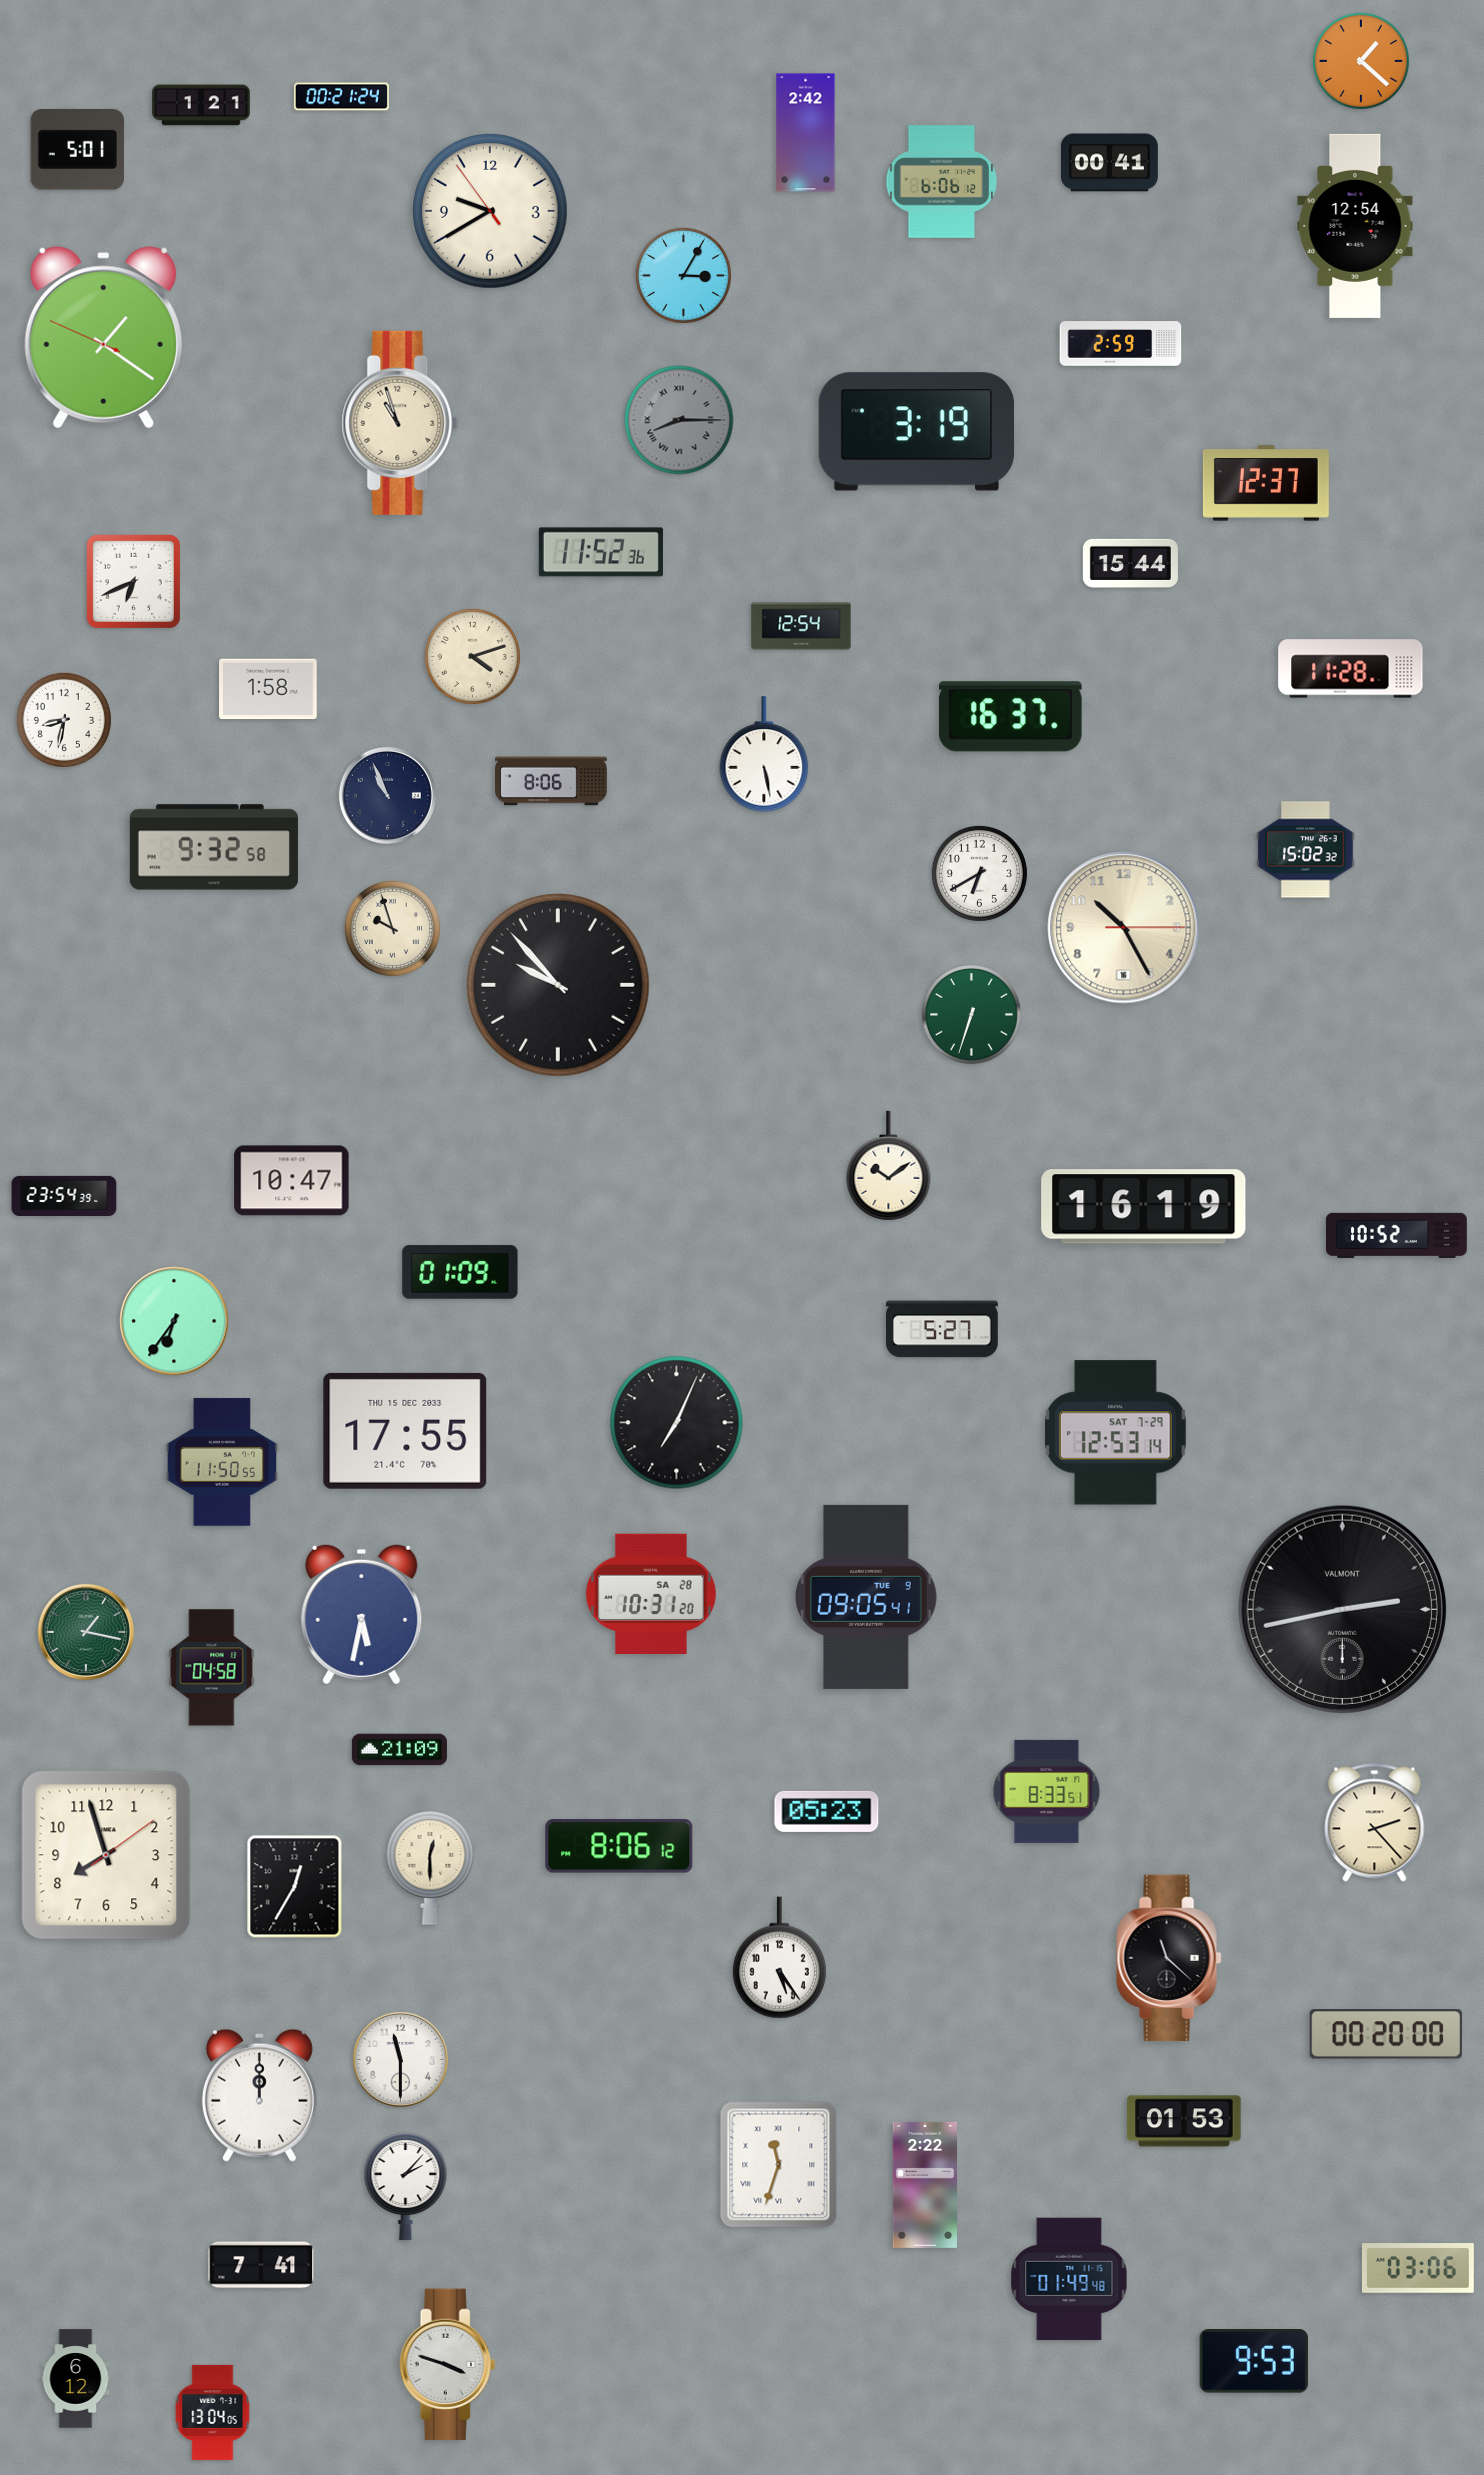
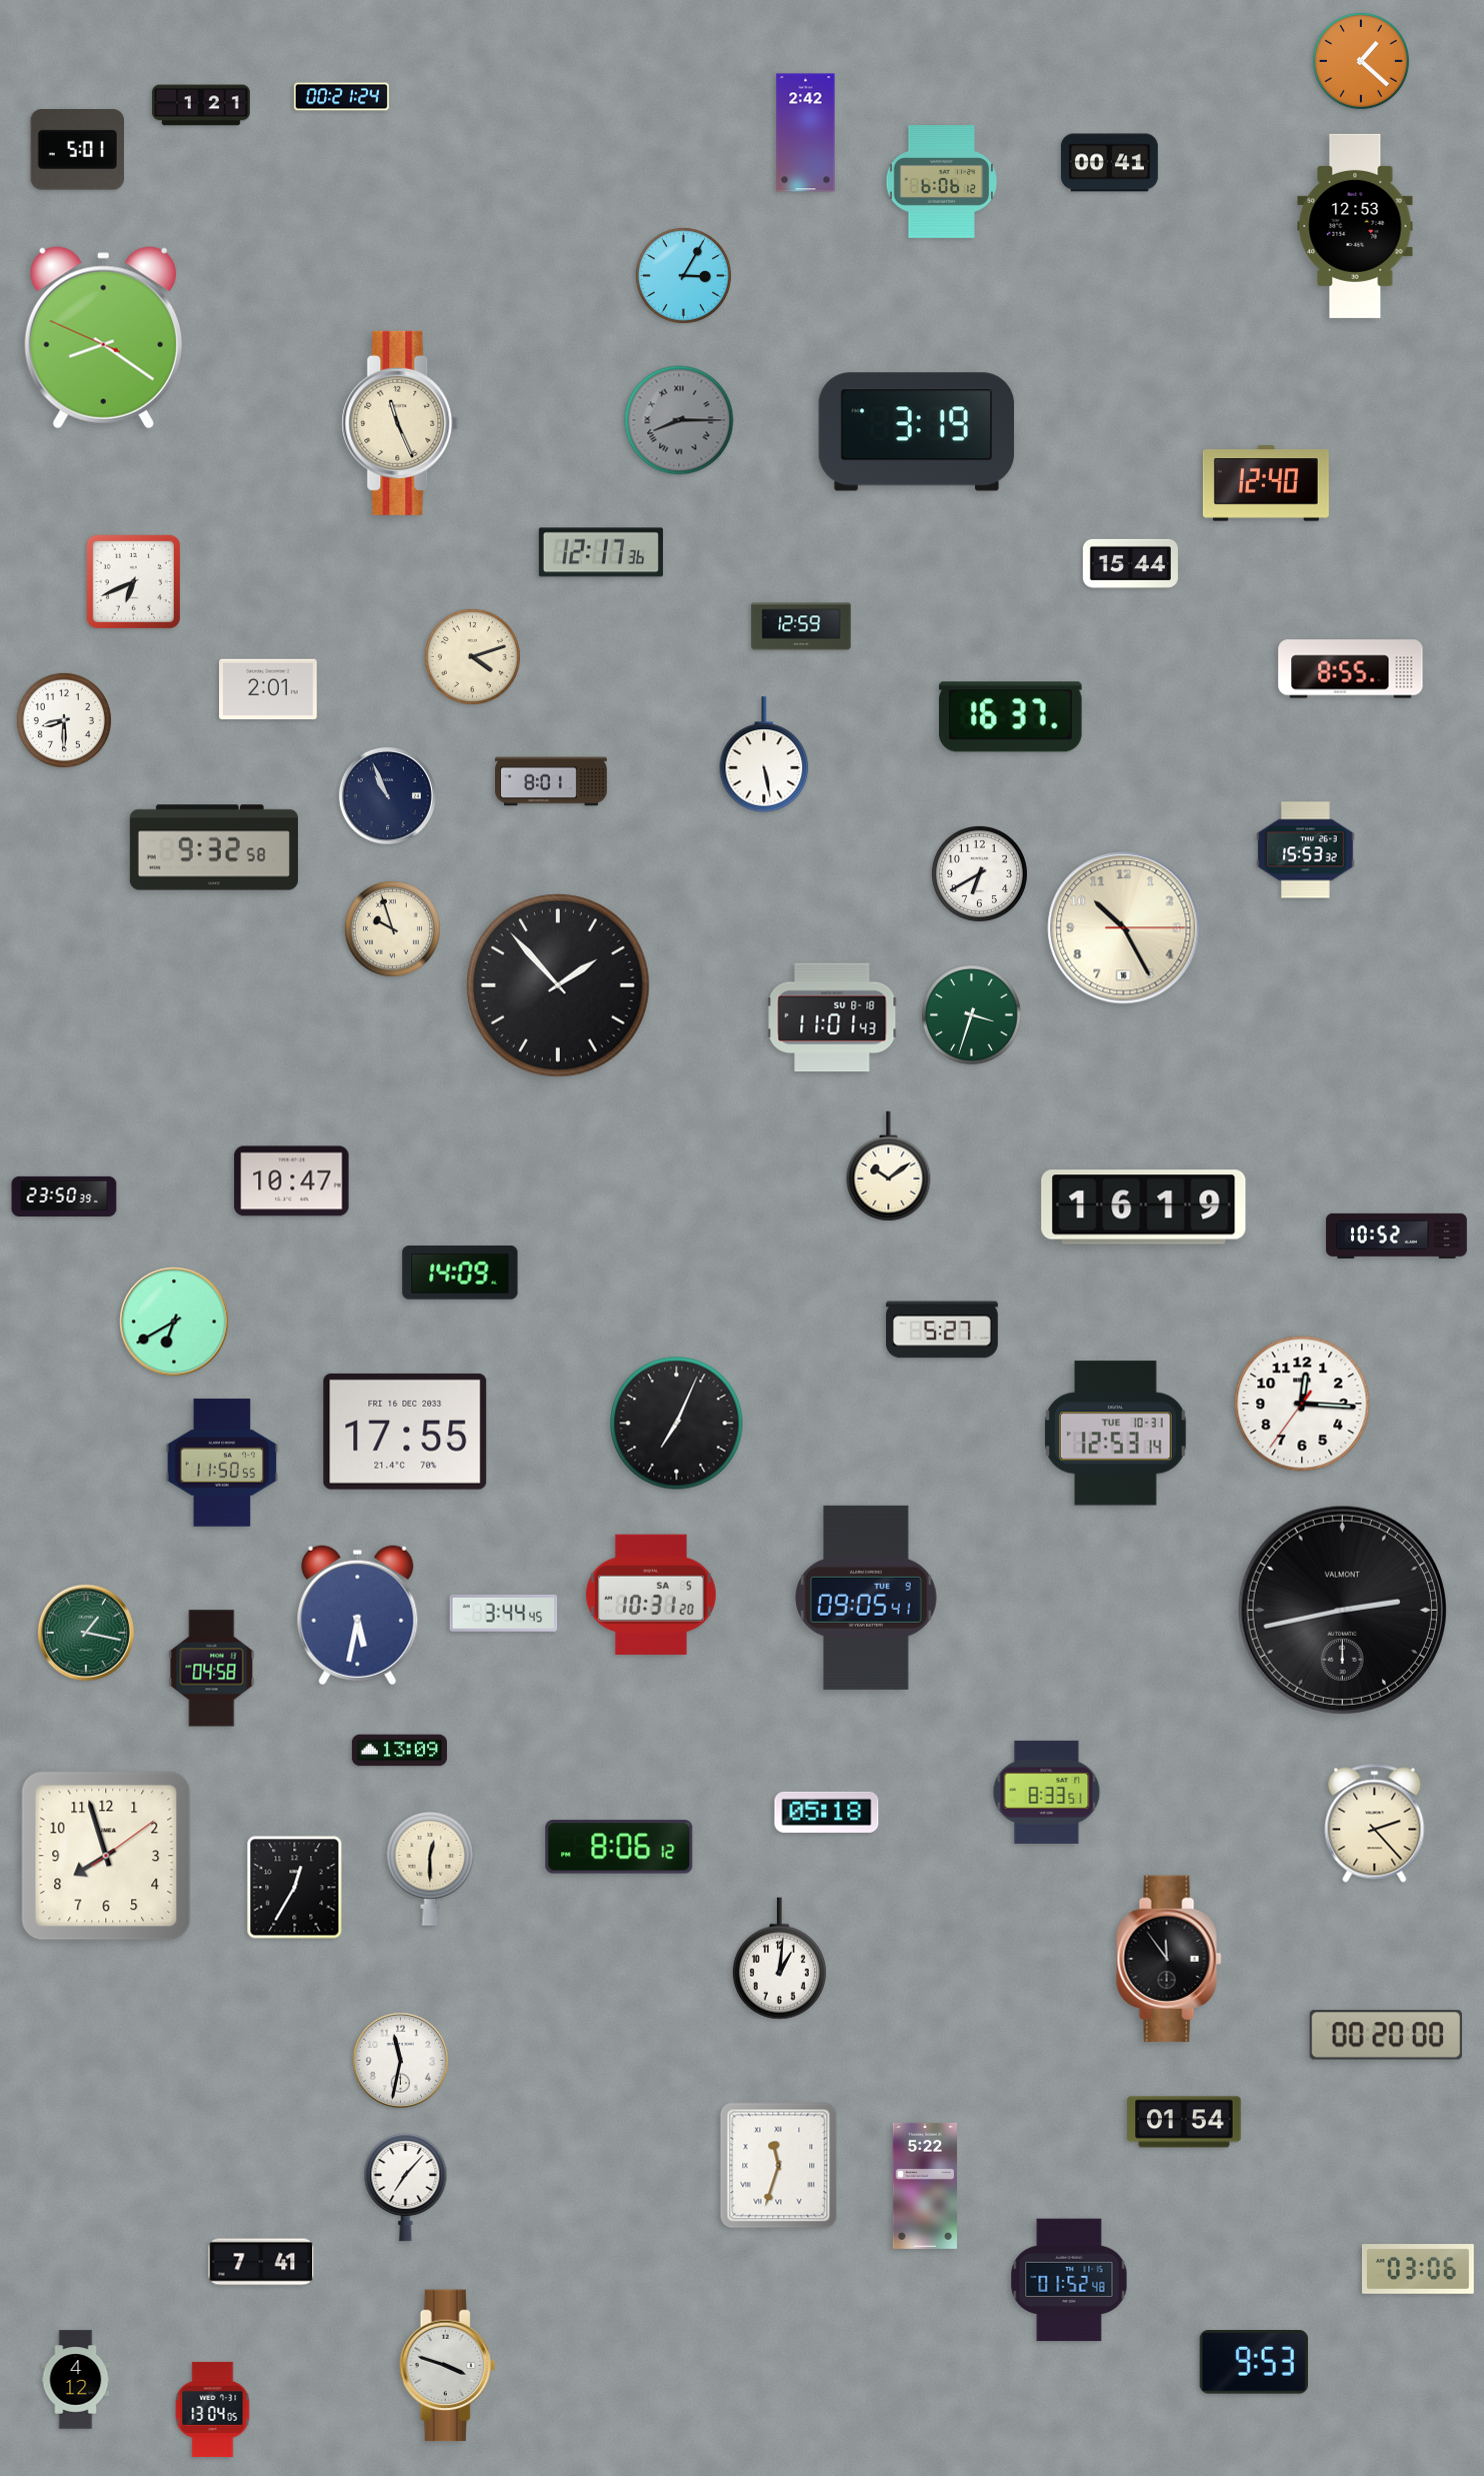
clock at (491, 212): 9:39 -> none
clock at (1355, 226): 12:54 -> 12:53
clock at (103, 338): 1:20 -> 8:20
clock at (1121, 344): 2:59 -> none
clock at (400, 423): 10:57 -> 11:26
clock at (1266, 483): 12:37 -> 12:40
clock at (601, 552): 11:52 -> 12:17
clock at (801, 626): 12:54 -> 12:59
clock at (1351, 669): 11:28 -> 8:55
clock at (268, 689): 1:58 -> 2:01
clock at (64, 720): 8:32 -> 8:30
clock at (551, 781): 8:06 -> 8:01
clock at (1306, 850): 15:02 -> 15:53
clock at (559, 986): 9:53 -> 1:53
clock at (972, 1015): 6:33 -> 3:33
clock at (832, 1017): none -> 11:01
clock at (64, 1195): 23:54 -> 23:50
clock at (460, 1272): 01:09 -> 14:09
clock at (174, 1321): 6:36 -> 6:40
clock at (1302, 1404): none -> 12:15
clock at (405, 1431) date: THU 15 DEC 2033 -> FRI 16 DEC 2033
clock at (1115, 1433) date: SAT 7-29 -> TUE 10-31
clock at (651, 1594) date: SA 28 -> SA 5
clock at (504, 1613): none -> 3:44
clock at (362, 1615) position: (362, 1615) -> (358, 1616)
clock at (399, 1750): 21:09 -> 13:09
clock at (827, 1811): 05:23 -> 05:18
clock at (779, 1958): 5:24 -> 1:01
clock at (1169, 1958): 11:22 -> 11:54
clock at (400, 2059): 11:30 -> 11:32
clock at (259, 2095): 12:00 -> none
clock at (1184, 2121): 01:53 -> 01:54
clock at (924, 2185): 2:22 -> 5:22
clock at (406, 2187): 2:07 -> 7:07
clock at (261, 2265) position: (261, 2265) -> (261, 2262)
clock at (1069, 2279): 01:49 -> 01:52
clock at (76, 2379): 6:12 -> 4:12
clock at (213, 2412) position: (213, 2412) -> (213, 2409)
